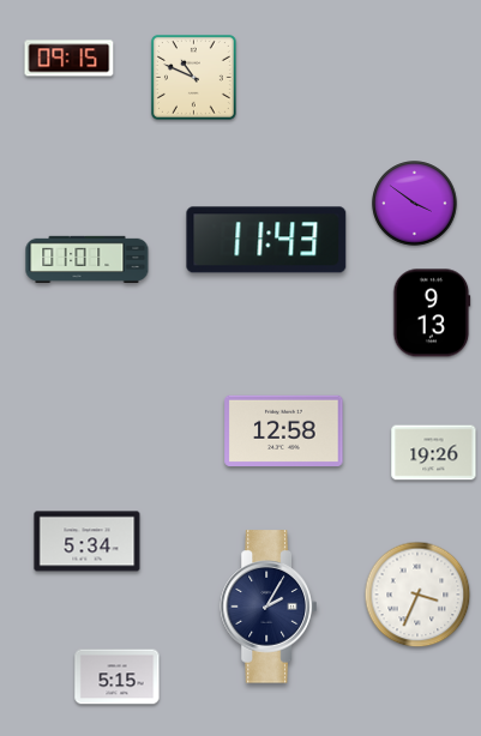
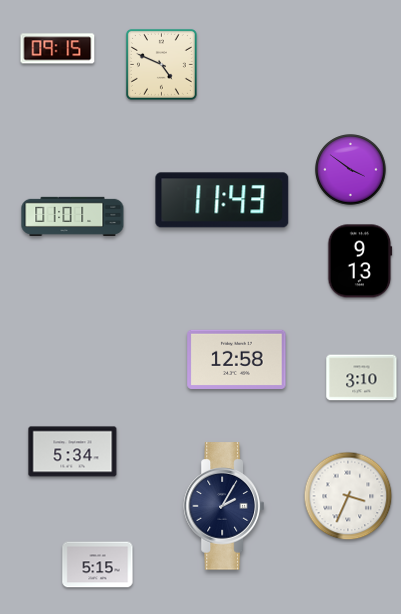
clock at (193, 77): 10:49 -> 4:49
clock at (415, 204) position: (415, 204) -> (351, 170)
clock at (434, 453): 19:26 -> 3:10
